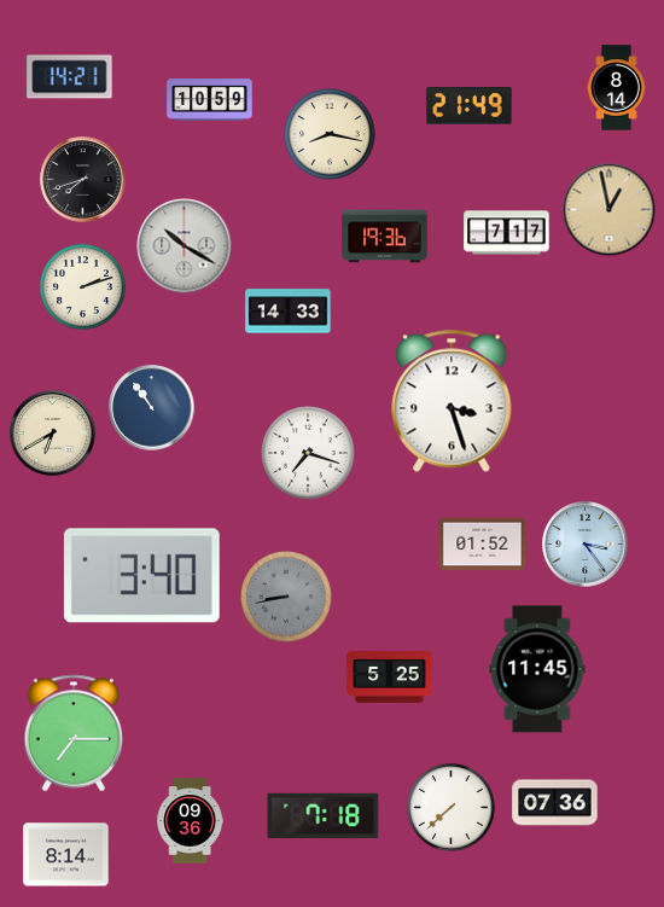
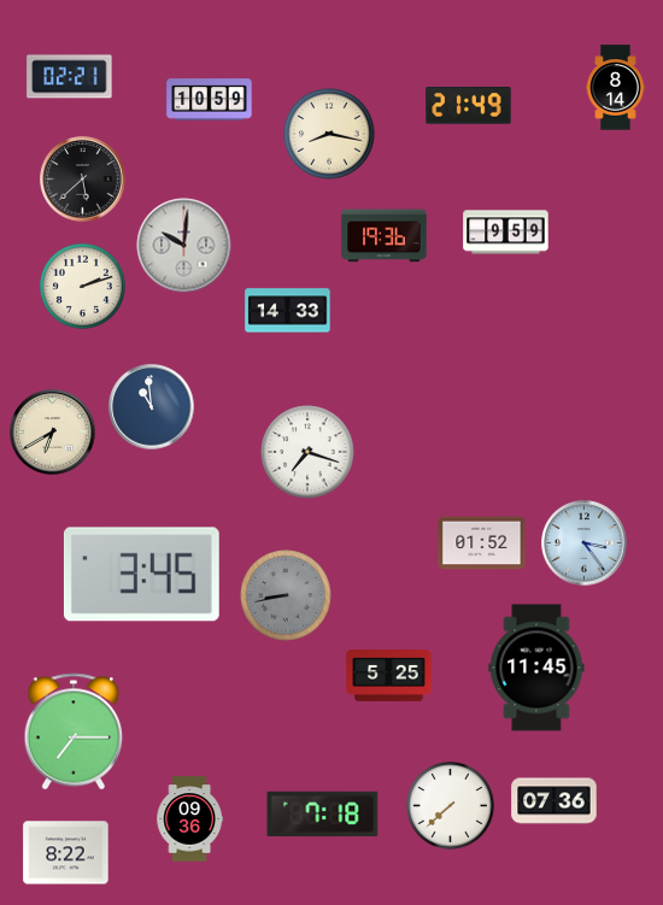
clock at (70, 77): 14:21 -> 02:21
clock at (83, 180): 7:42 -> 5:38
clock at (610, 210): 12:58 -> none
clock at (507, 233): 7:17 -> 9:59
clock at (185, 246): 10:20 -> 10:01
clock at (452, 401): 3:27 -> none
clock at (152, 408): 10:54 -> 10:59
clock at (141, 576): 3:40 -> 3:45
clock at (66, 855): 8:14 -> 8:22
